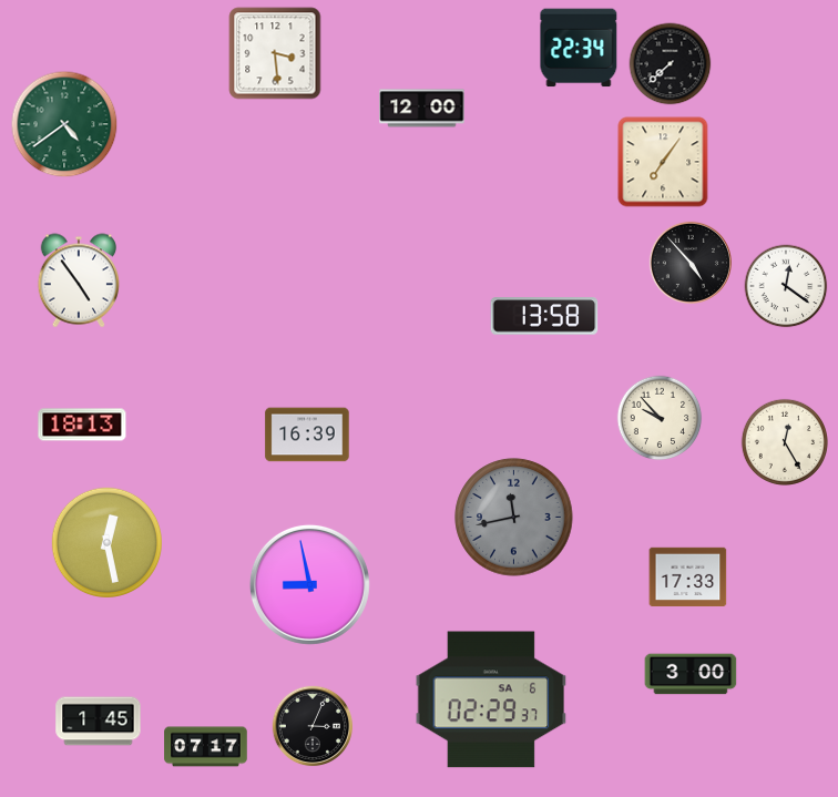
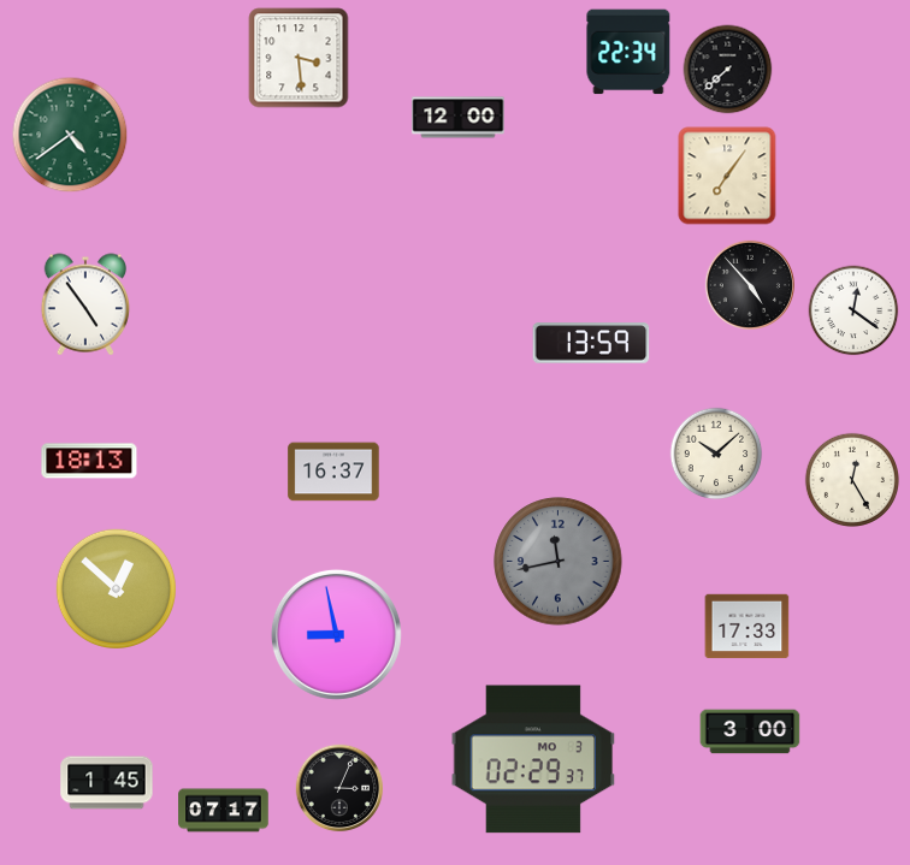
clock at (663, 162) position: (663, 162) -> (727, 176)
clock at (544, 316): 13:58 -> 13:59
clock at (660, 418): 9:53 -> 10:08
clock at (307, 435): 16:39 -> 16:37
clock at (106, 542): 12:28 -> 12:52
clock at (491, 699) date: SA 6 -> MO 3
